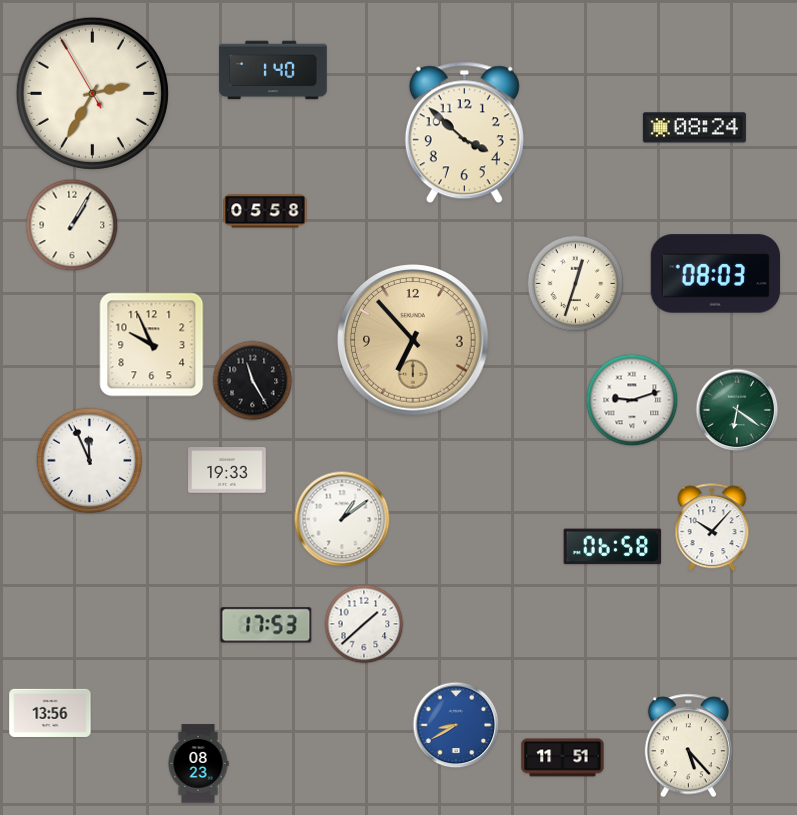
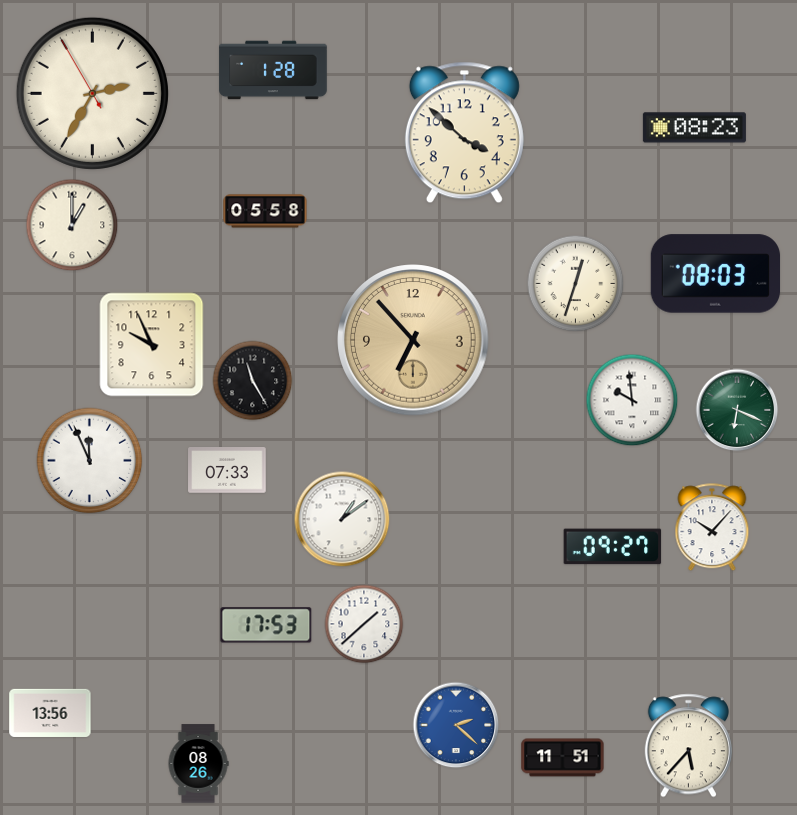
clock at (273, 70): 1:40 -> 1:28
clock at (694, 128): 08:24 -> 08:23
clock at (72, 225): 1:05 -> 1:00
clock at (632, 400): 9:12 -> 9:59
clock at (737, 410): 6:21 -> 6:19
clock at (227, 470): 19:33 -> 07:33
clock at (613, 547): 06:58 -> 09:27
clock at (456, 725): 8:40 -> 2:22
clock at (688, 746): 5:23 -> 5:37
clock at (198, 764): 08:23 -> 08:26
